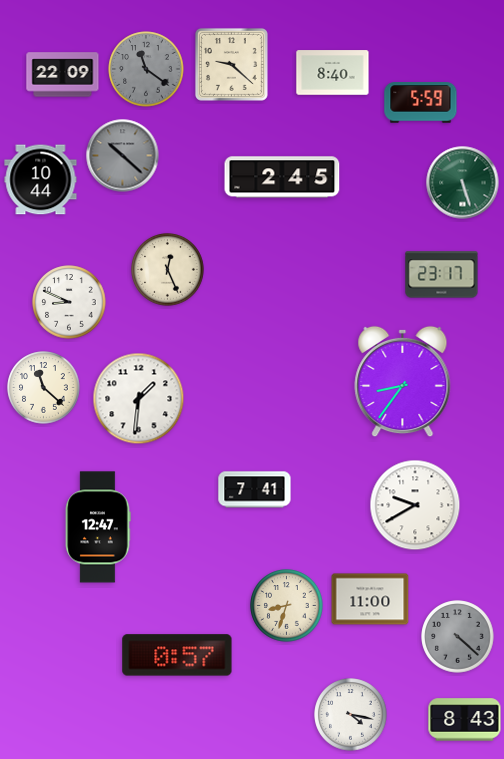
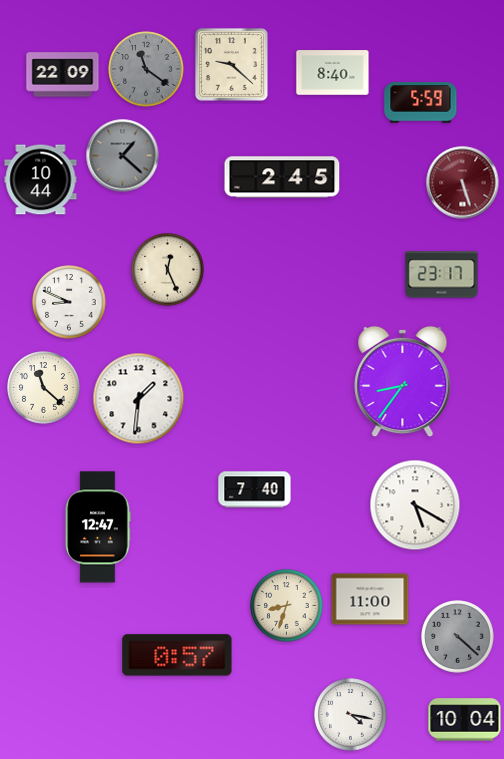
clock at (123, 156): 10:22 -> 1:22
clock at (463, 183) dial: green -> burgundy
clock at (255, 490): 7:41 -> 7:40
clock at (415, 505): 9:40 -> 5:20
clock at (465, 720): 8:43 -> 10:04
